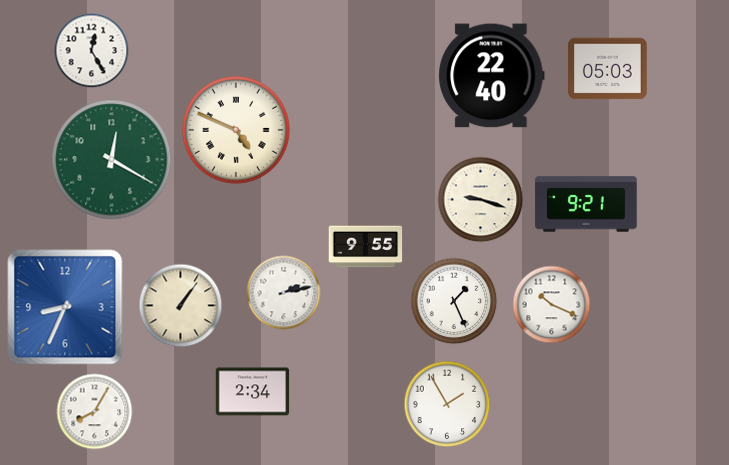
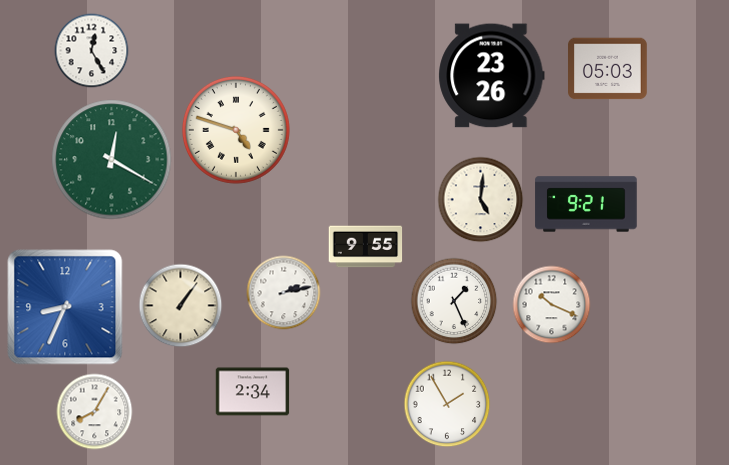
clock at (492, 76): 22:40 -> 23:26
clock at (236, 130): 4:49 -> 4:48
clock at (481, 200): 9:18 -> 5:01
